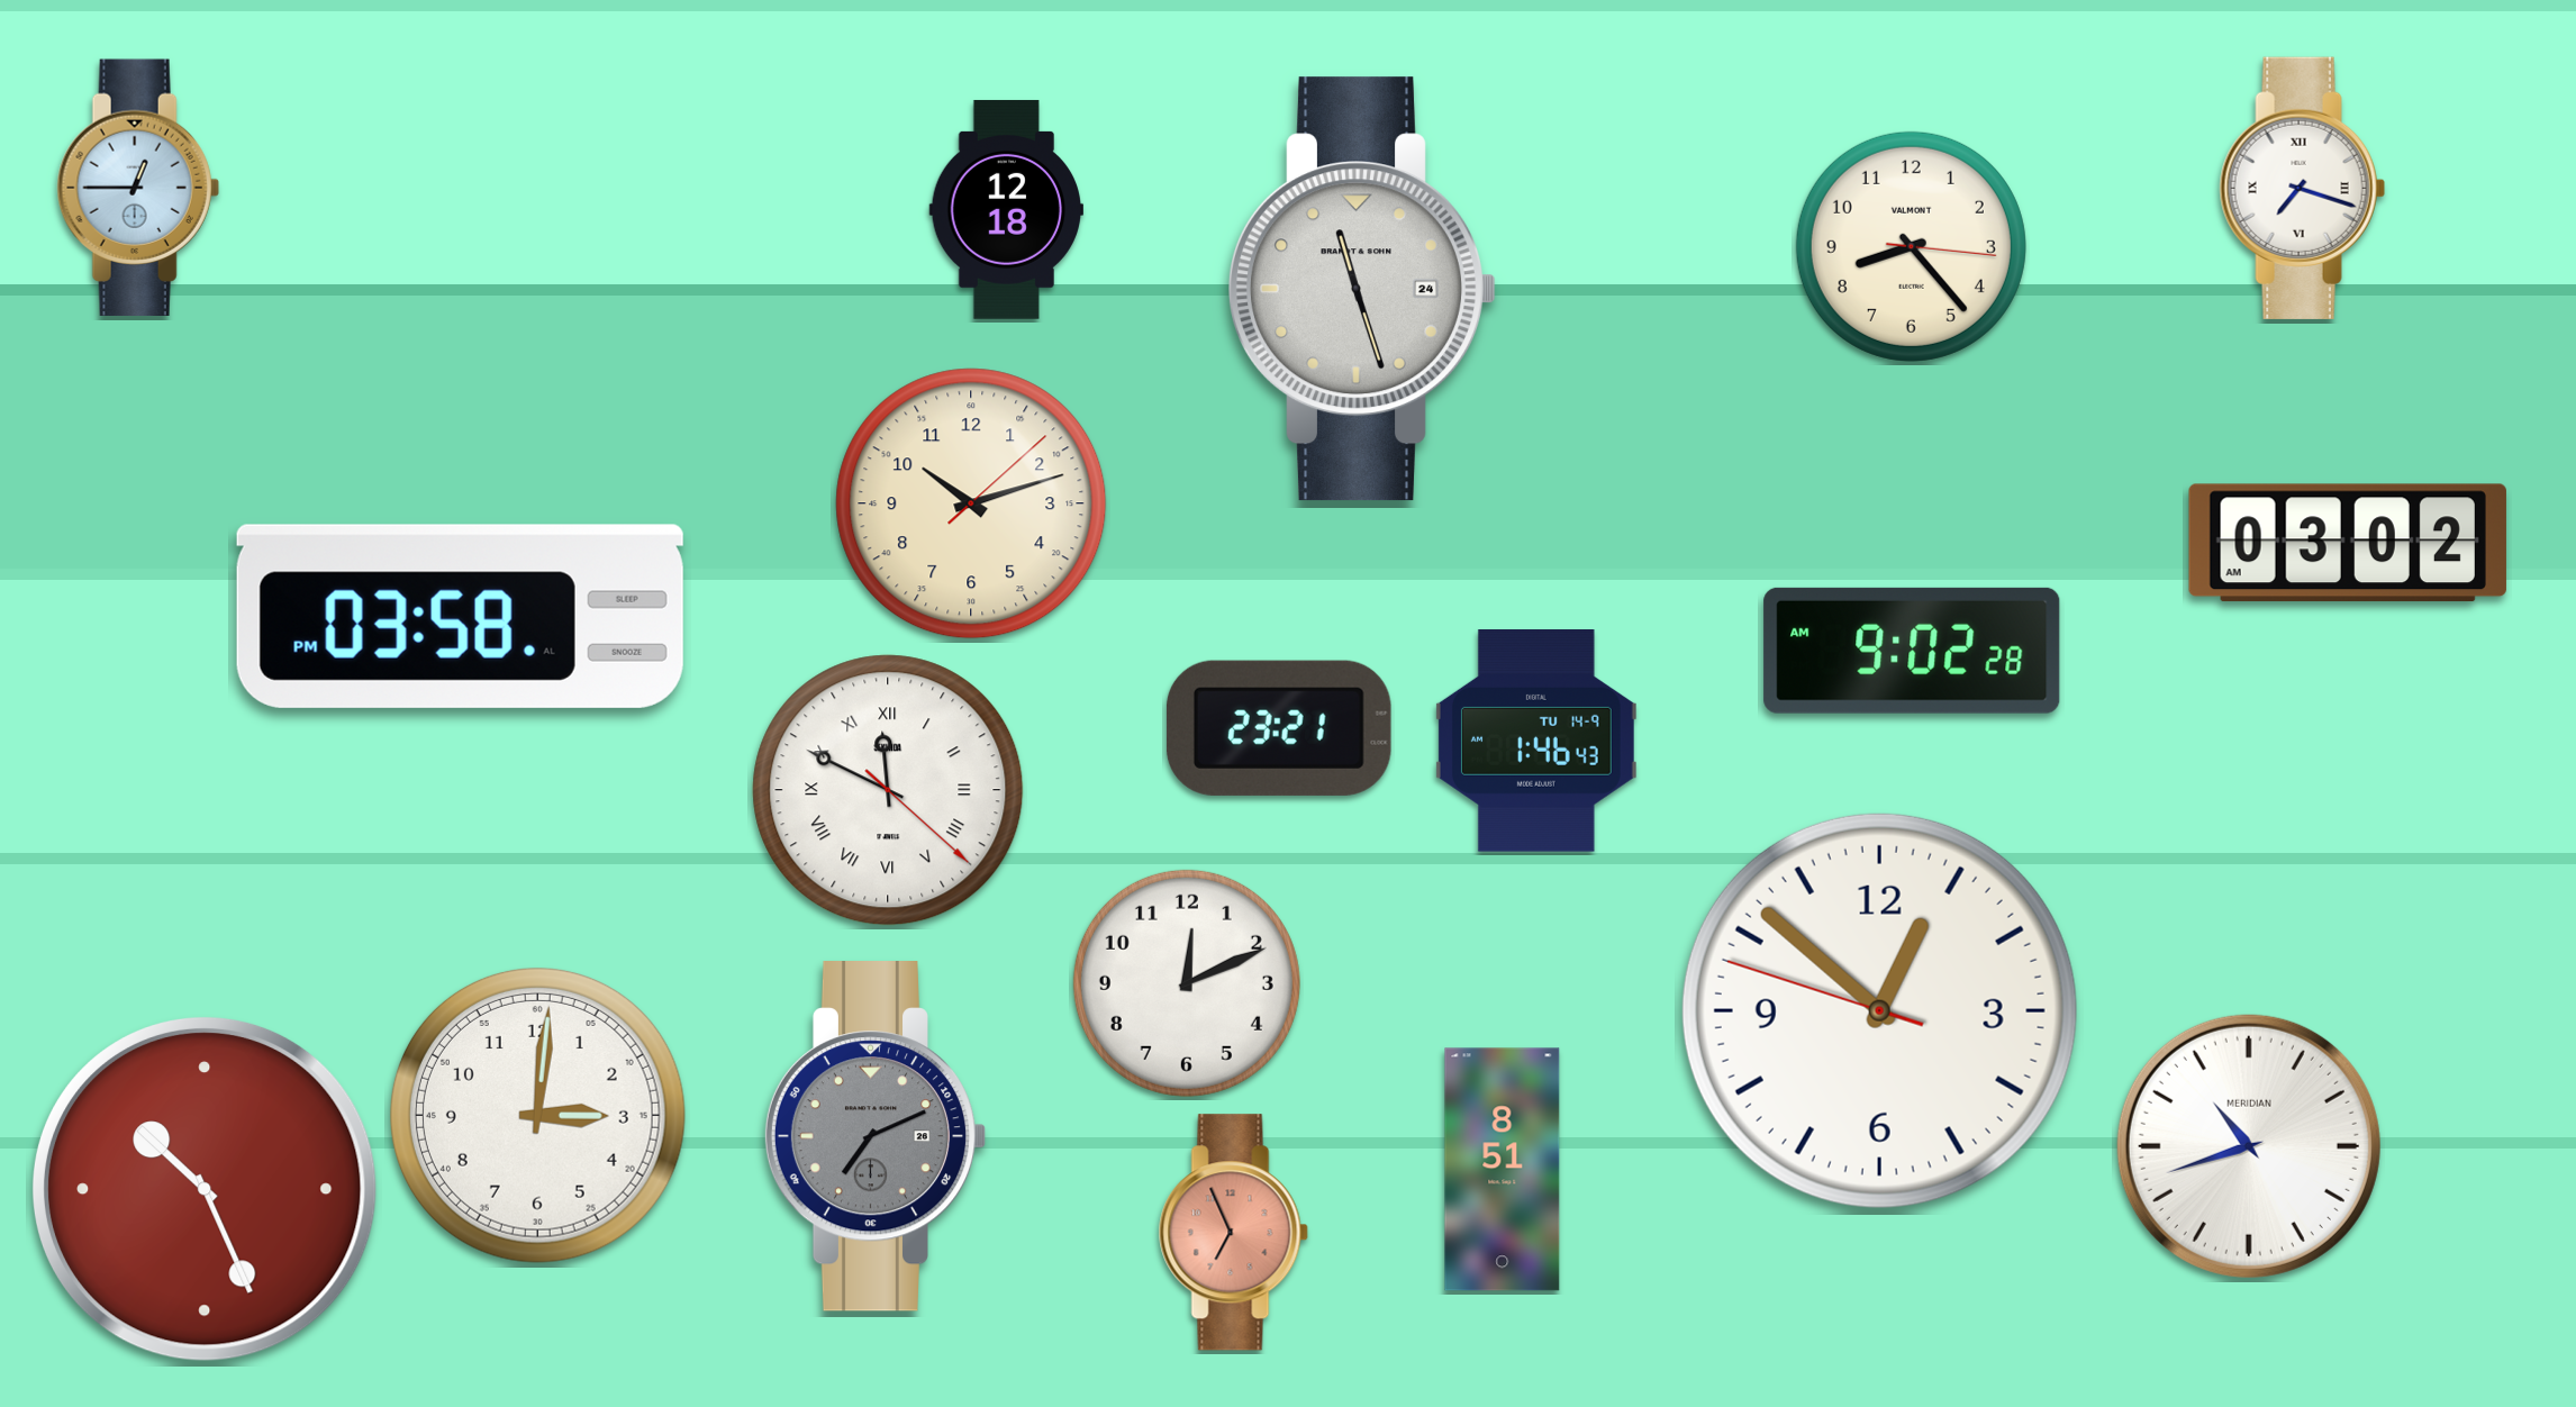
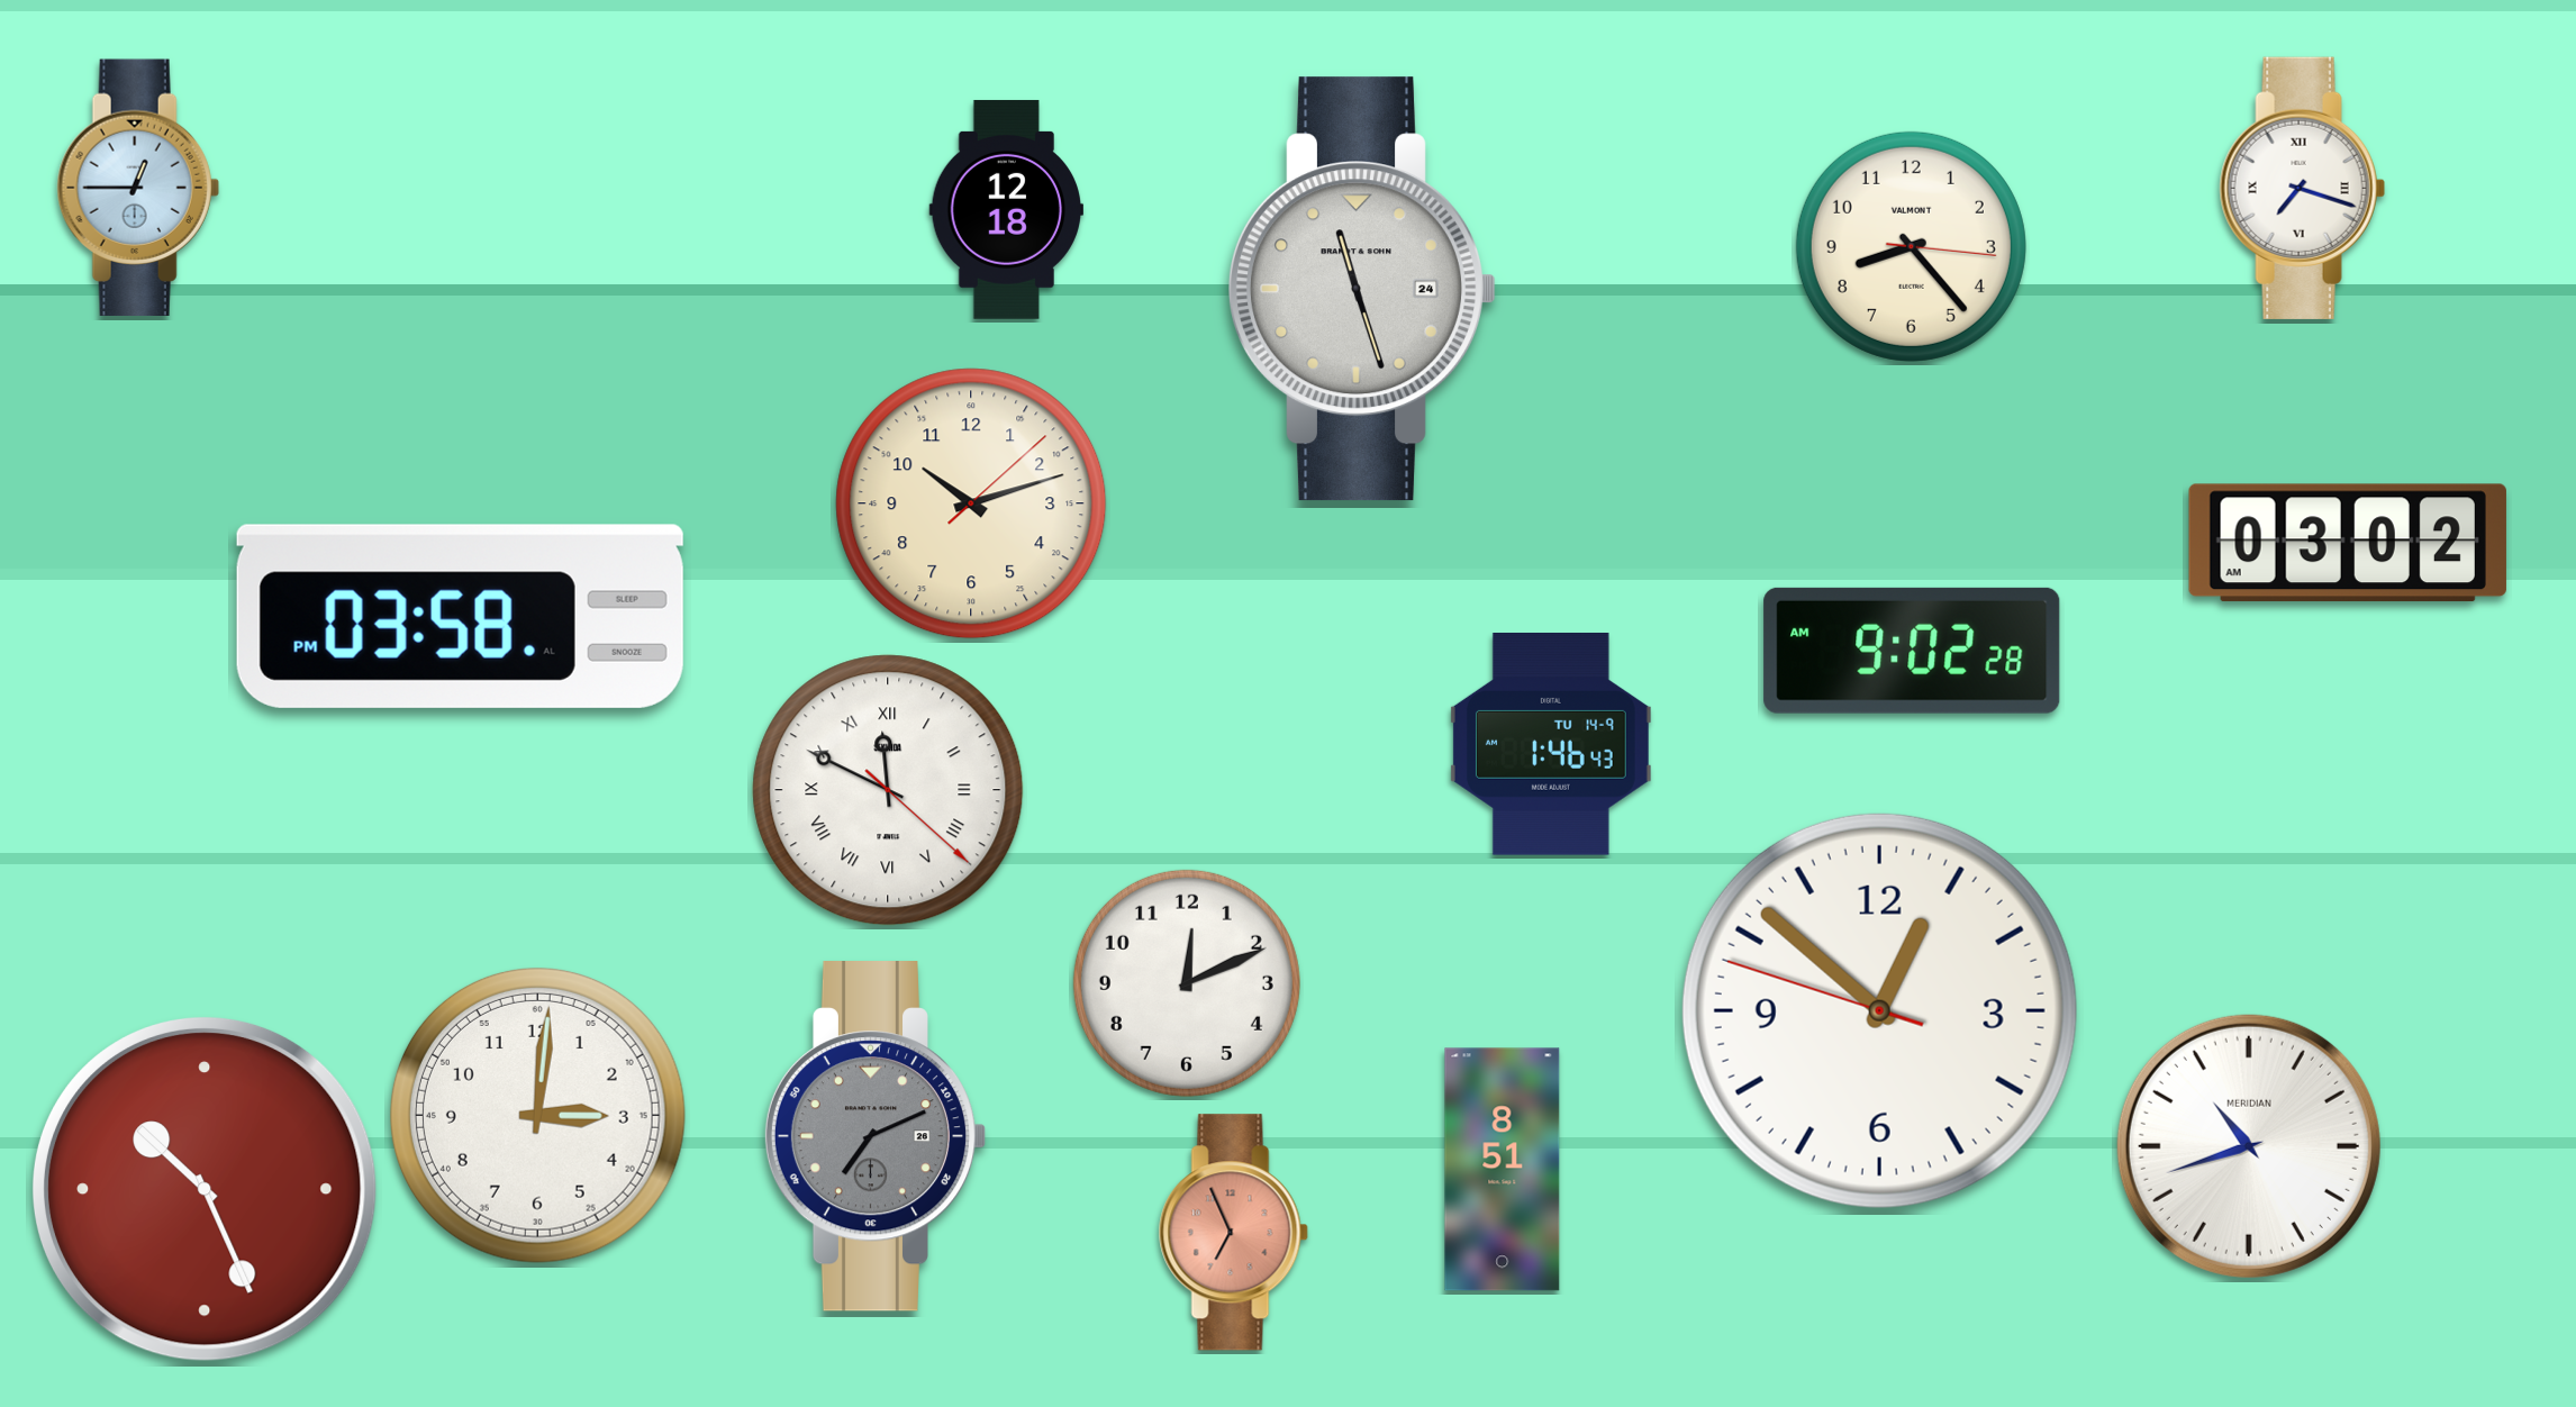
clock at (1279, 728): 23:21 -> none
clock at (1536, 742) position: (1536, 742) -> (1551, 745)
